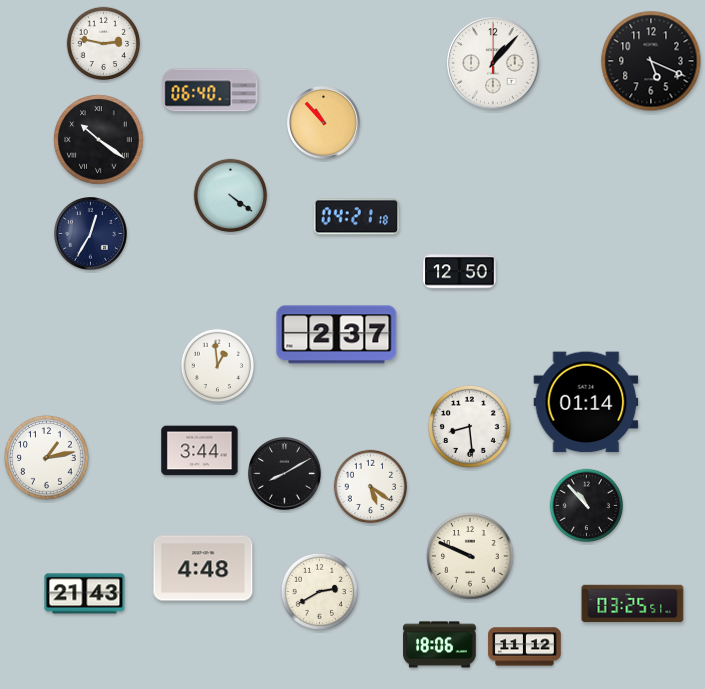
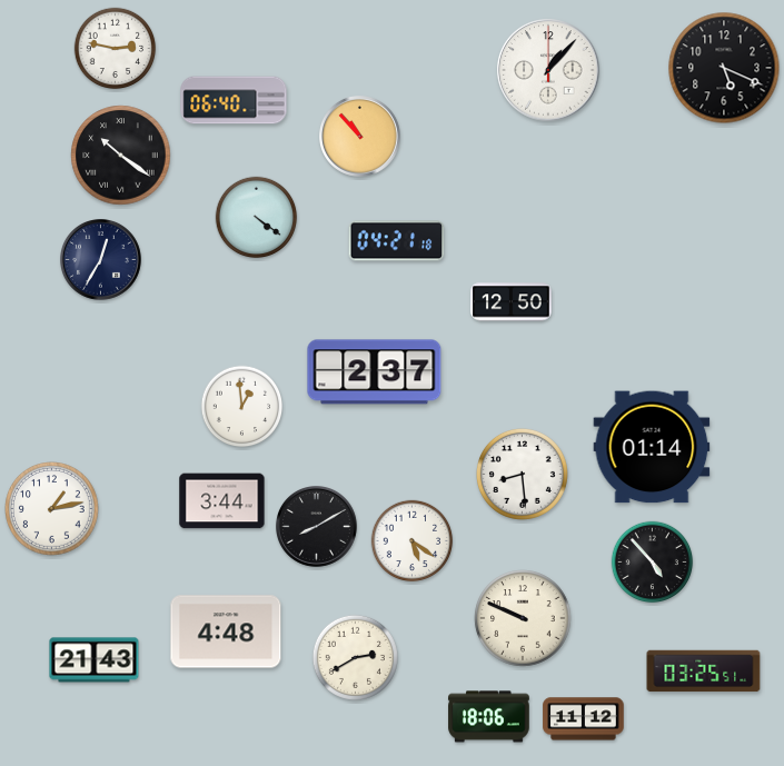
clock at (99, 140) position: (99, 140) -> (121, 156)
clock at (587, 506): 10:53 -> 4:53
